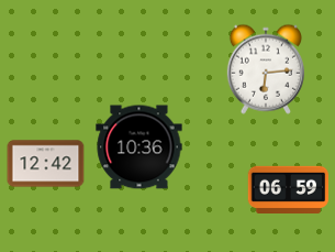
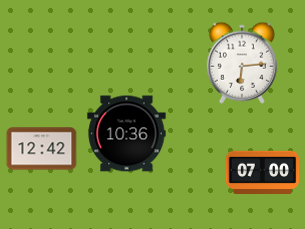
clock at (289, 189): 06:59 -> 07:00
